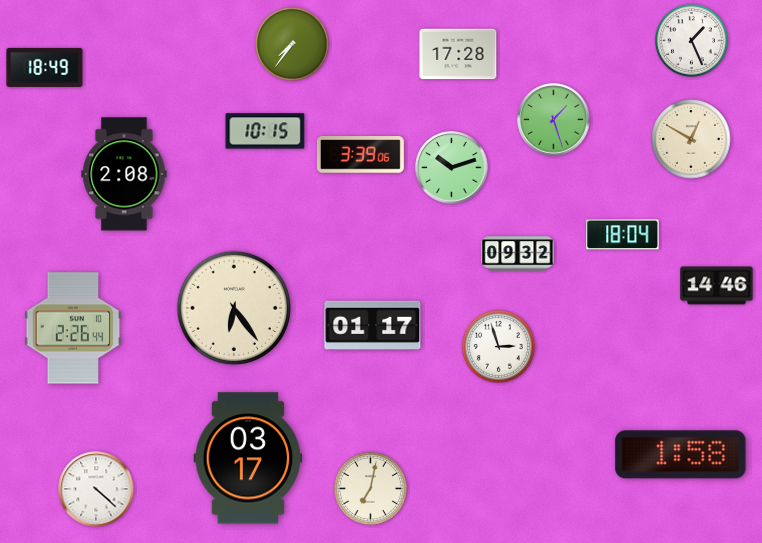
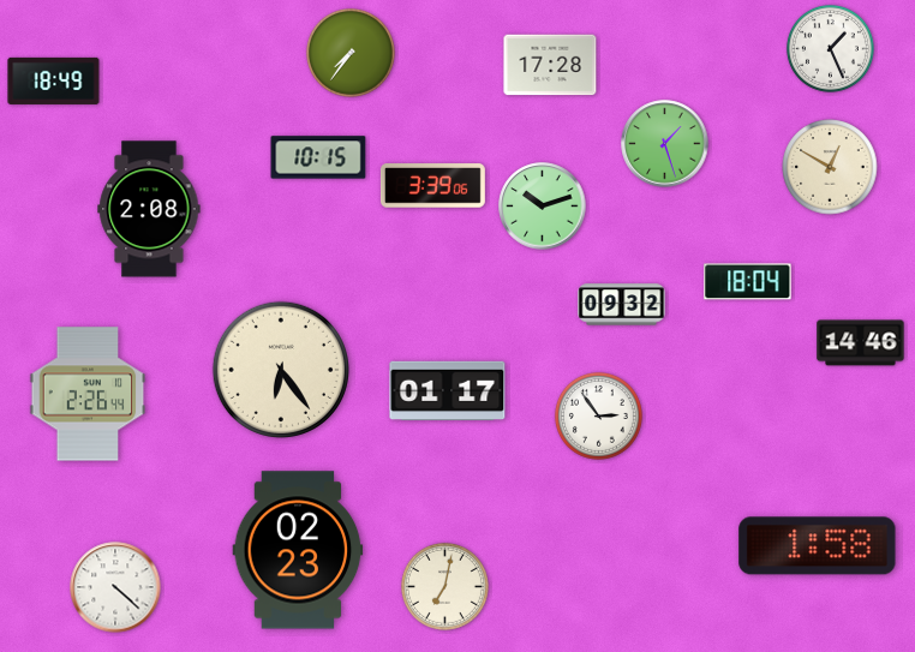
clock at (452, 168) position: (452, 168) -> (543, 207)
clock at (498, 346): 2:57 -> 2:54
clock at (248, 458): 03:17 -> 02:23
